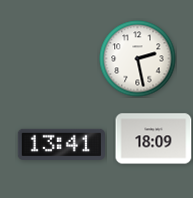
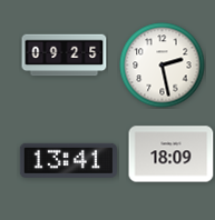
clock at (65, 56): none -> 09:25
clock at (138, 59) position: (138, 59) -> (163, 66)
